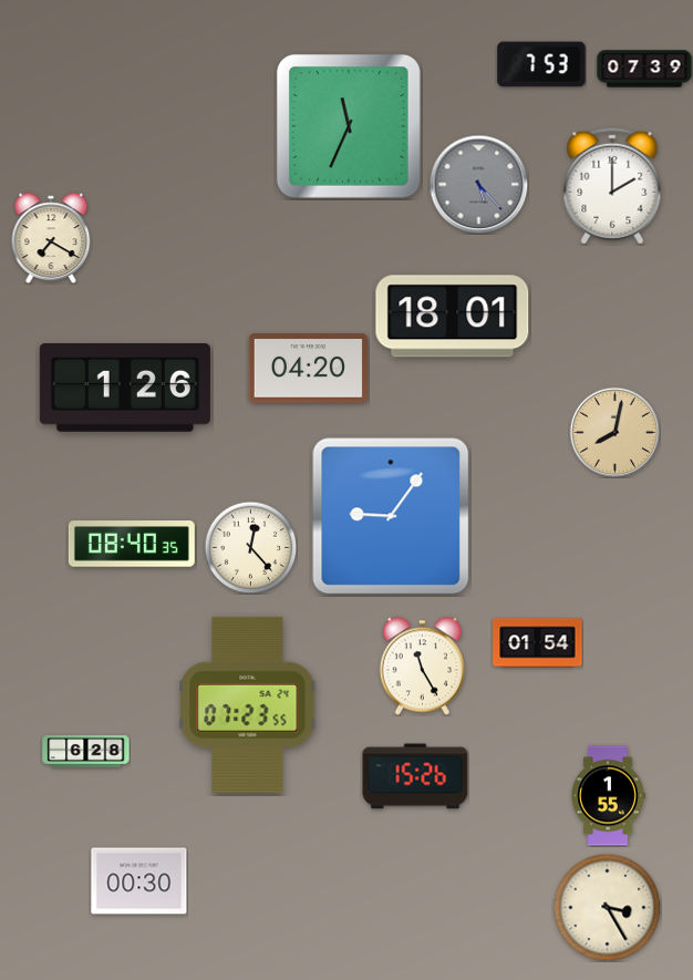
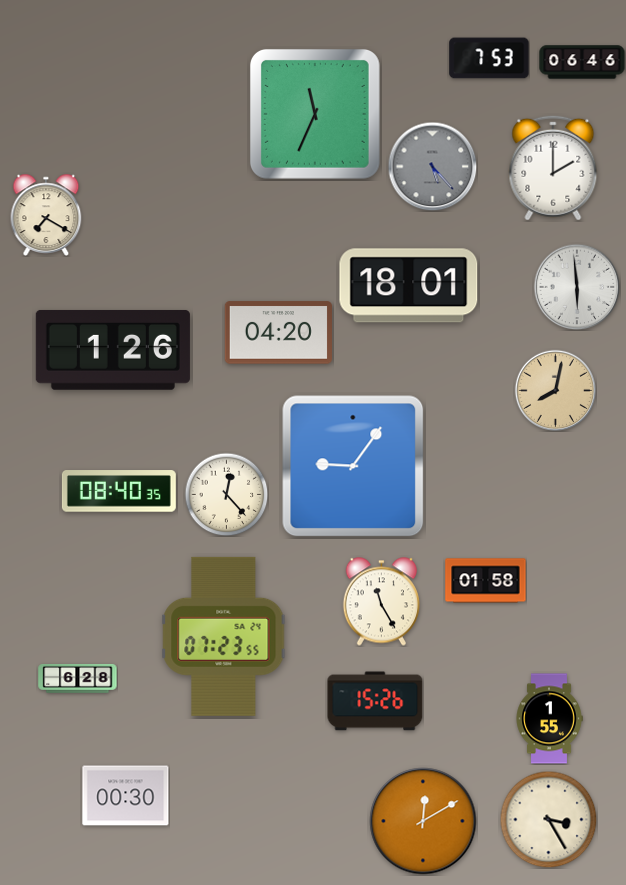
clock at (644, 69): 07:39 -> 06:46
clock at (577, 287): none -> 5:59
clock at (538, 643): 01:54 -> 01:58
clock at (423, 821): none -> 12:10
